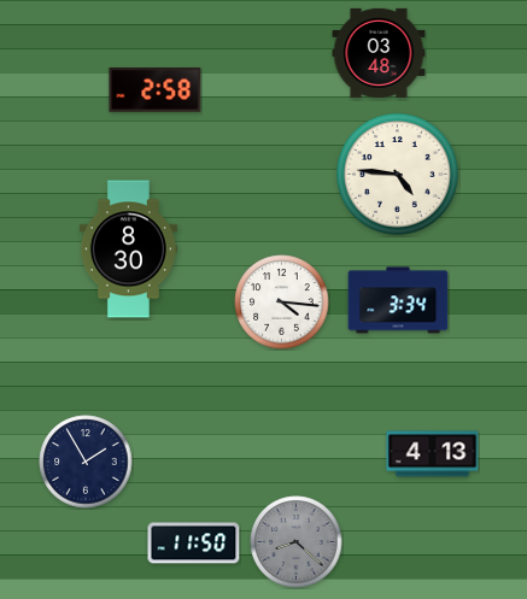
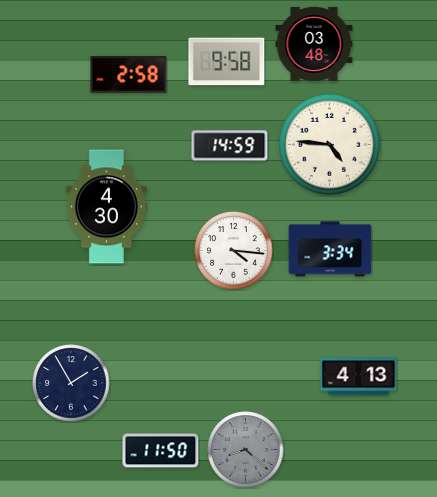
clock at (227, 62): none -> 9:58
clock at (230, 146): none -> 14:59
clock at (128, 249): 8:30 -> 4:30
